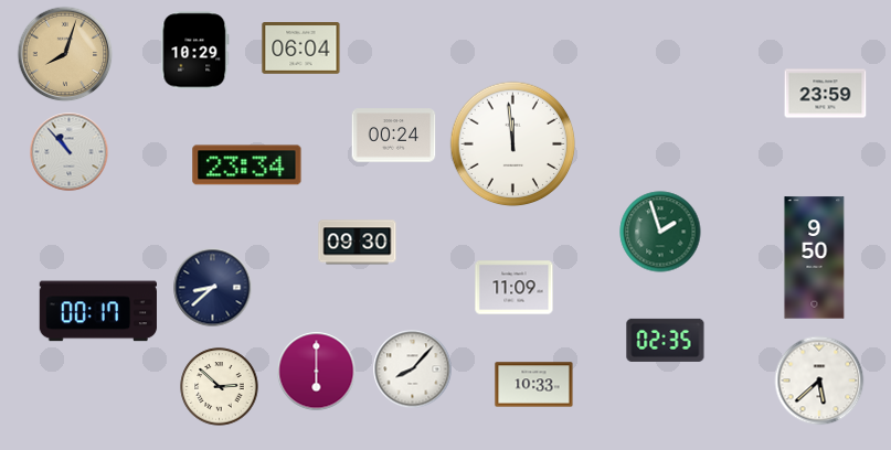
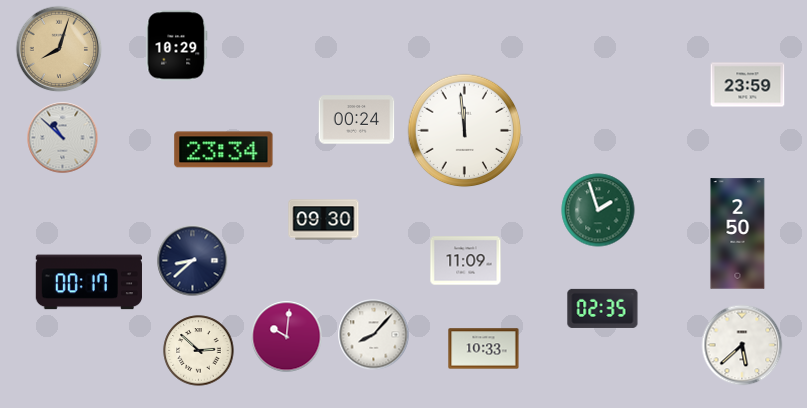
clock at (301, 49): 06:04 -> none
clock at (394, 136) position: (394, 136) -> (357, 120)
clock at (70, 152): 10:53 -> 10:52
clock at (815, 258): 9:50 -> 2:50
clock at (317, 372): 6:00 -> 10:01
